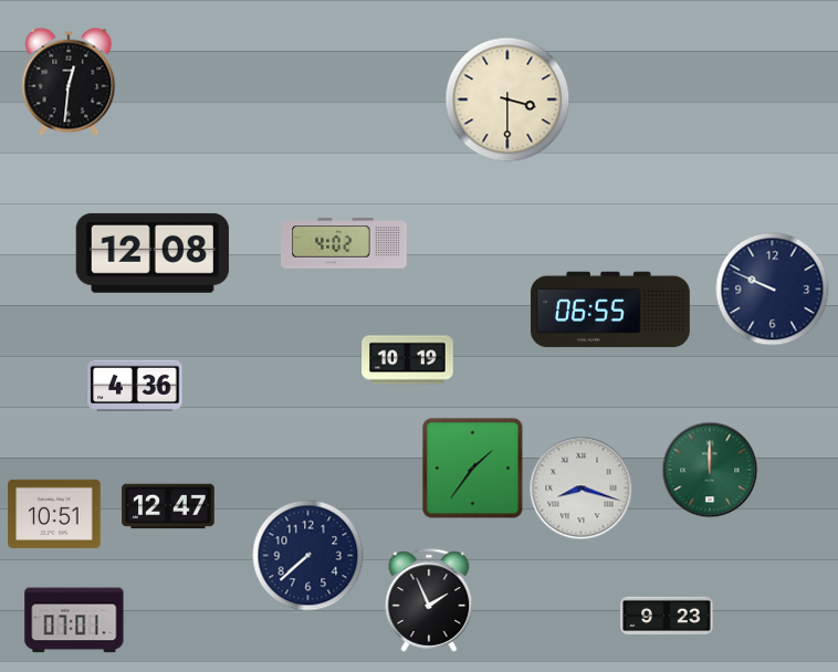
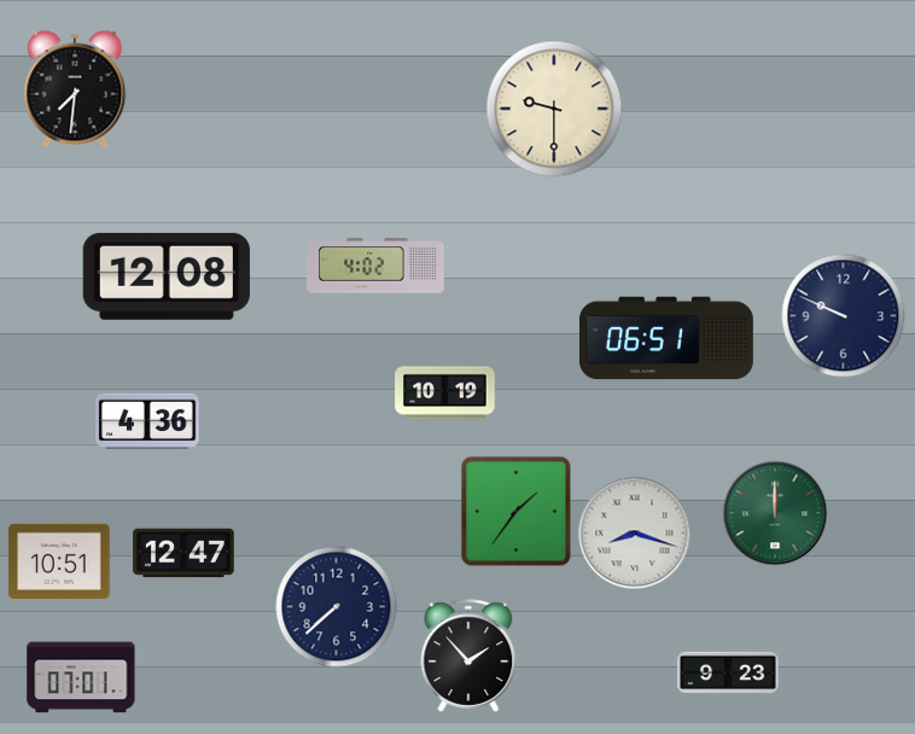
clock at (69, 82): 12:31 -> 7:31
clock at (507, 99): 3:30 -> 9:30
clock at (610, 309): 06:55 -> 06:51
clock at (429, 600): 1:56 -> 1:53
